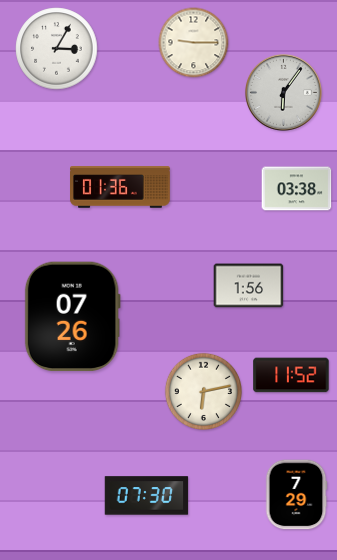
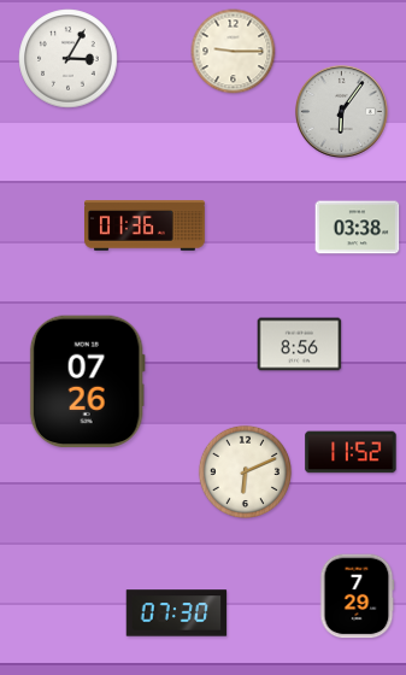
clock at (249, 286): 1:56 -> 8:56
clock at (203, 391): 6:13 -> 6:11
clock at (147, 496) position: (147, 496) -> (177, 614)
